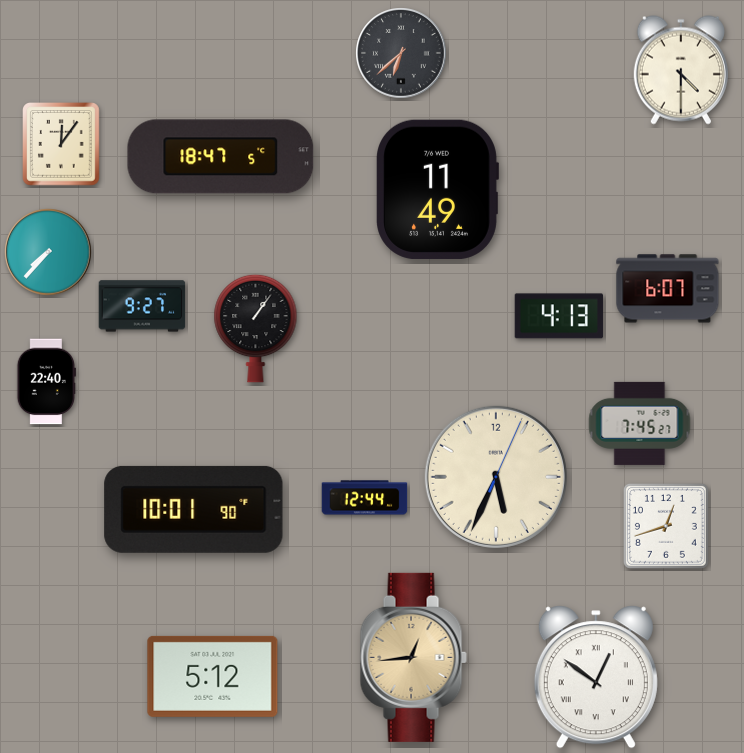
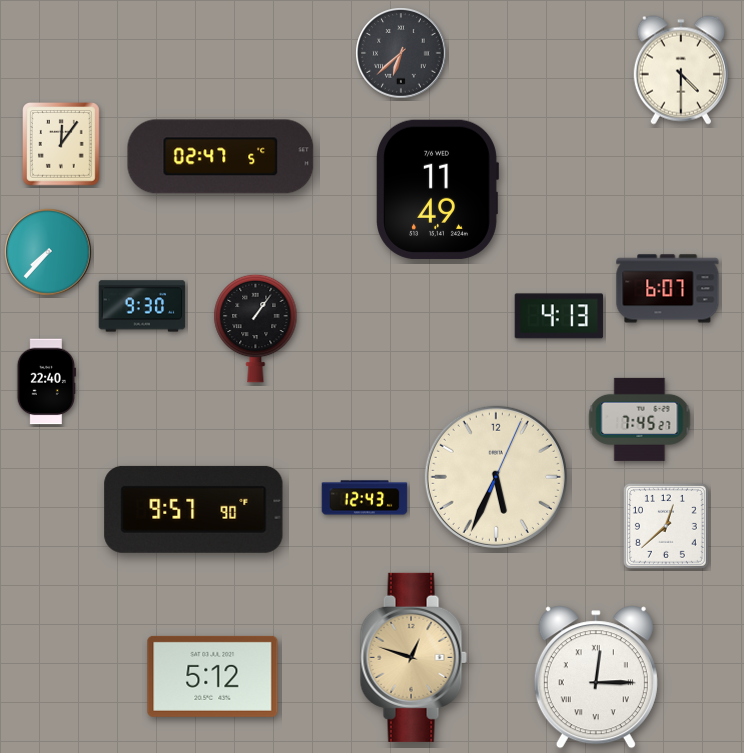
clock at (221, 157): 18:47 -> 02:47
clock at (142, 306): 9:27 -> 9:30
clock at (640, 423) position: (640, 423) -> (640, 419)
clock at (365, 498): 12:44 -> 12:43
clock at (194, 509): 10:01 -> 9:57
clock at (666, 526): 12:42 -> 12:38
clock at (413, 657): 12:44 -> 12:48
clock at (596, 677): 12:51 -> 12:15
